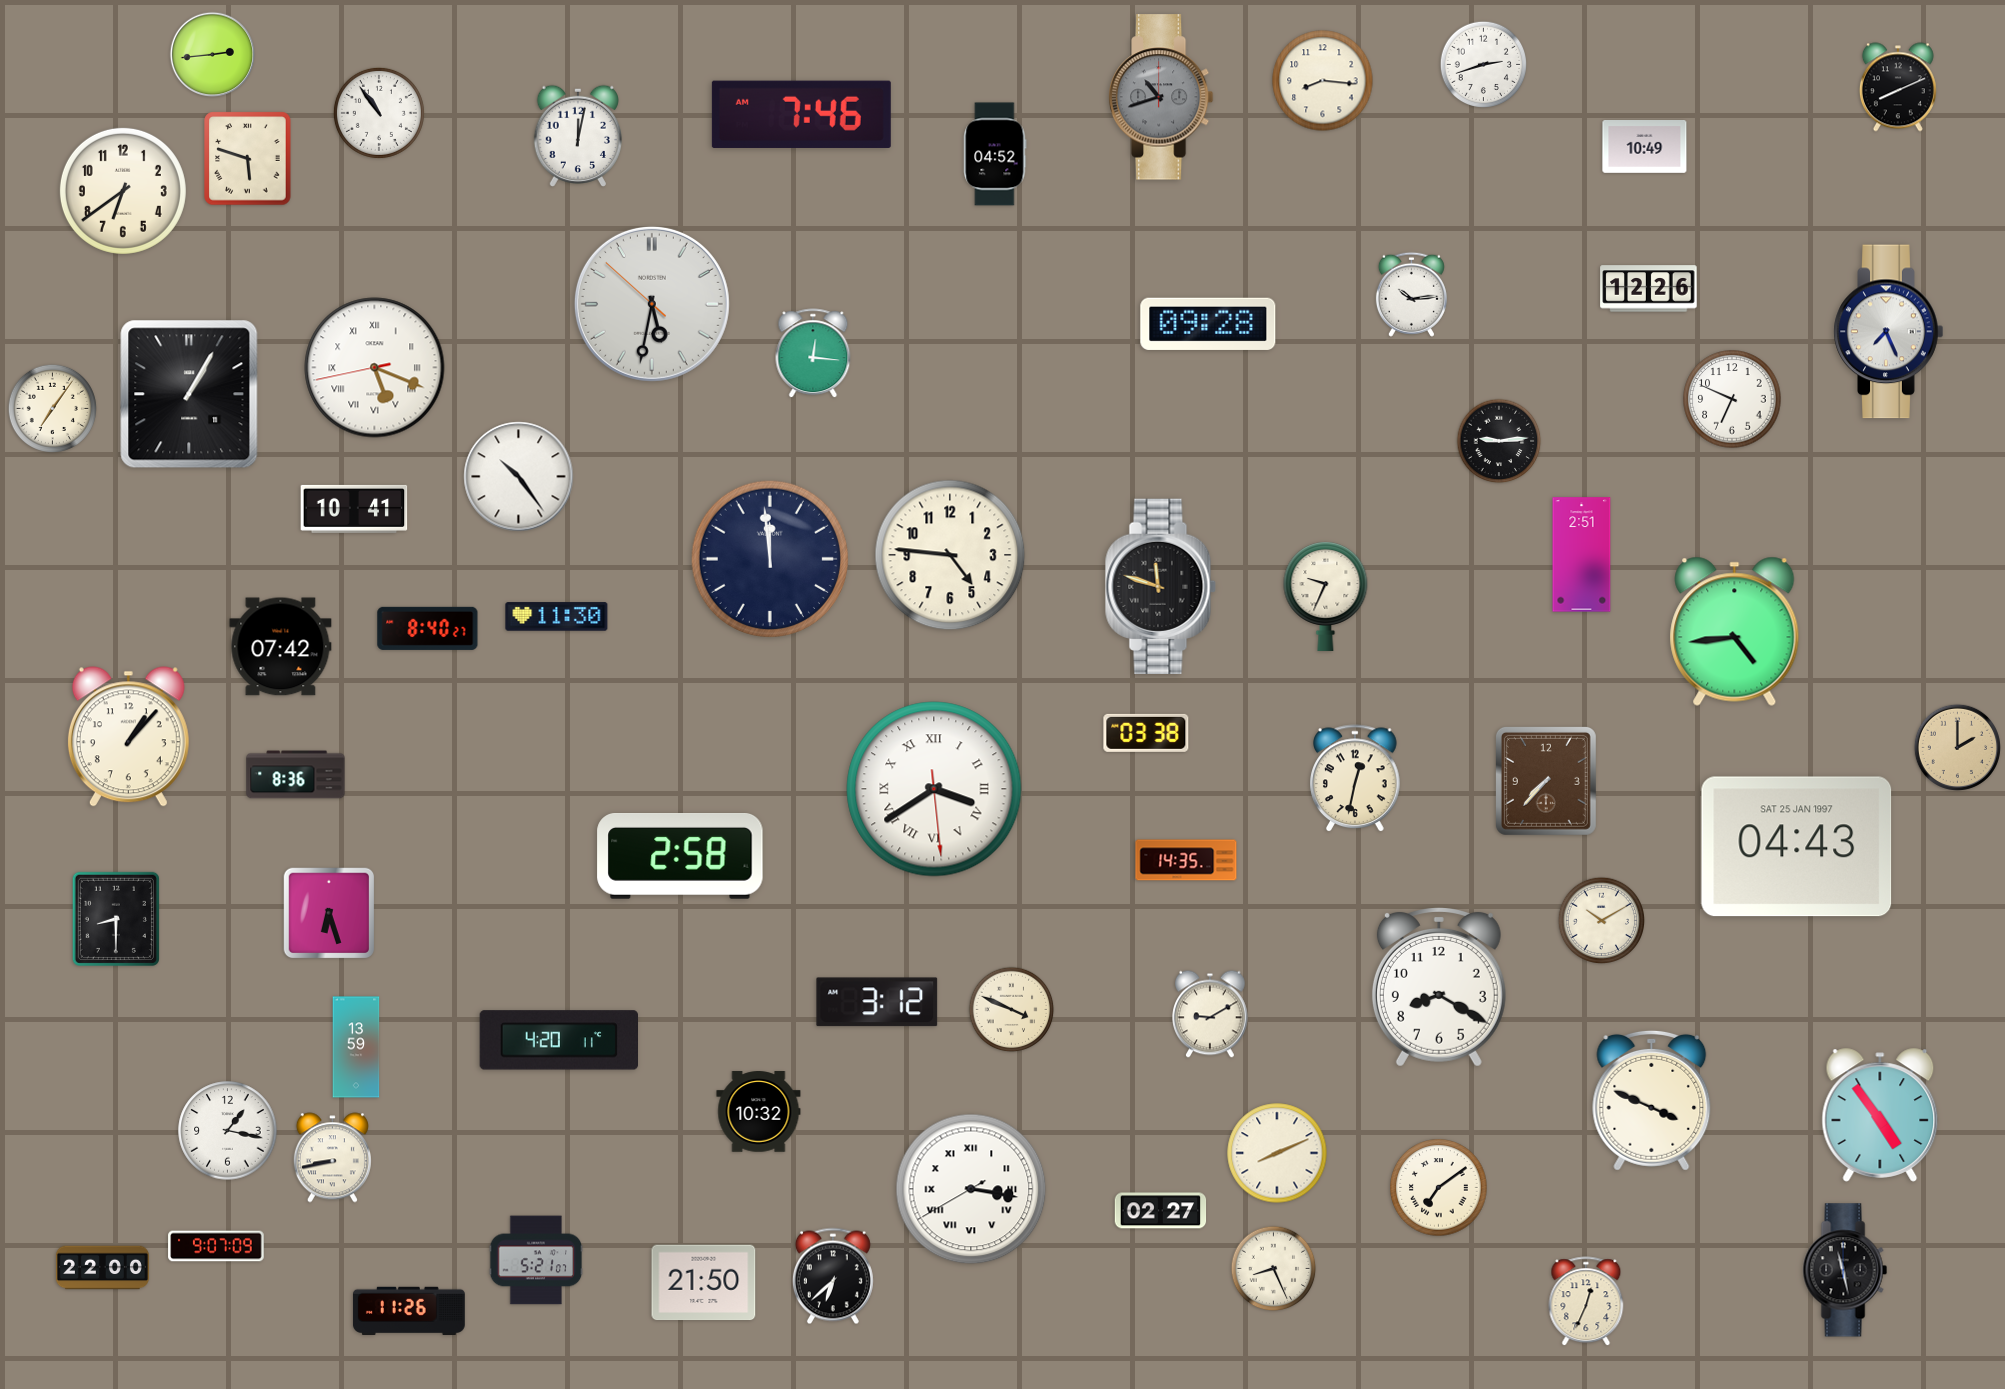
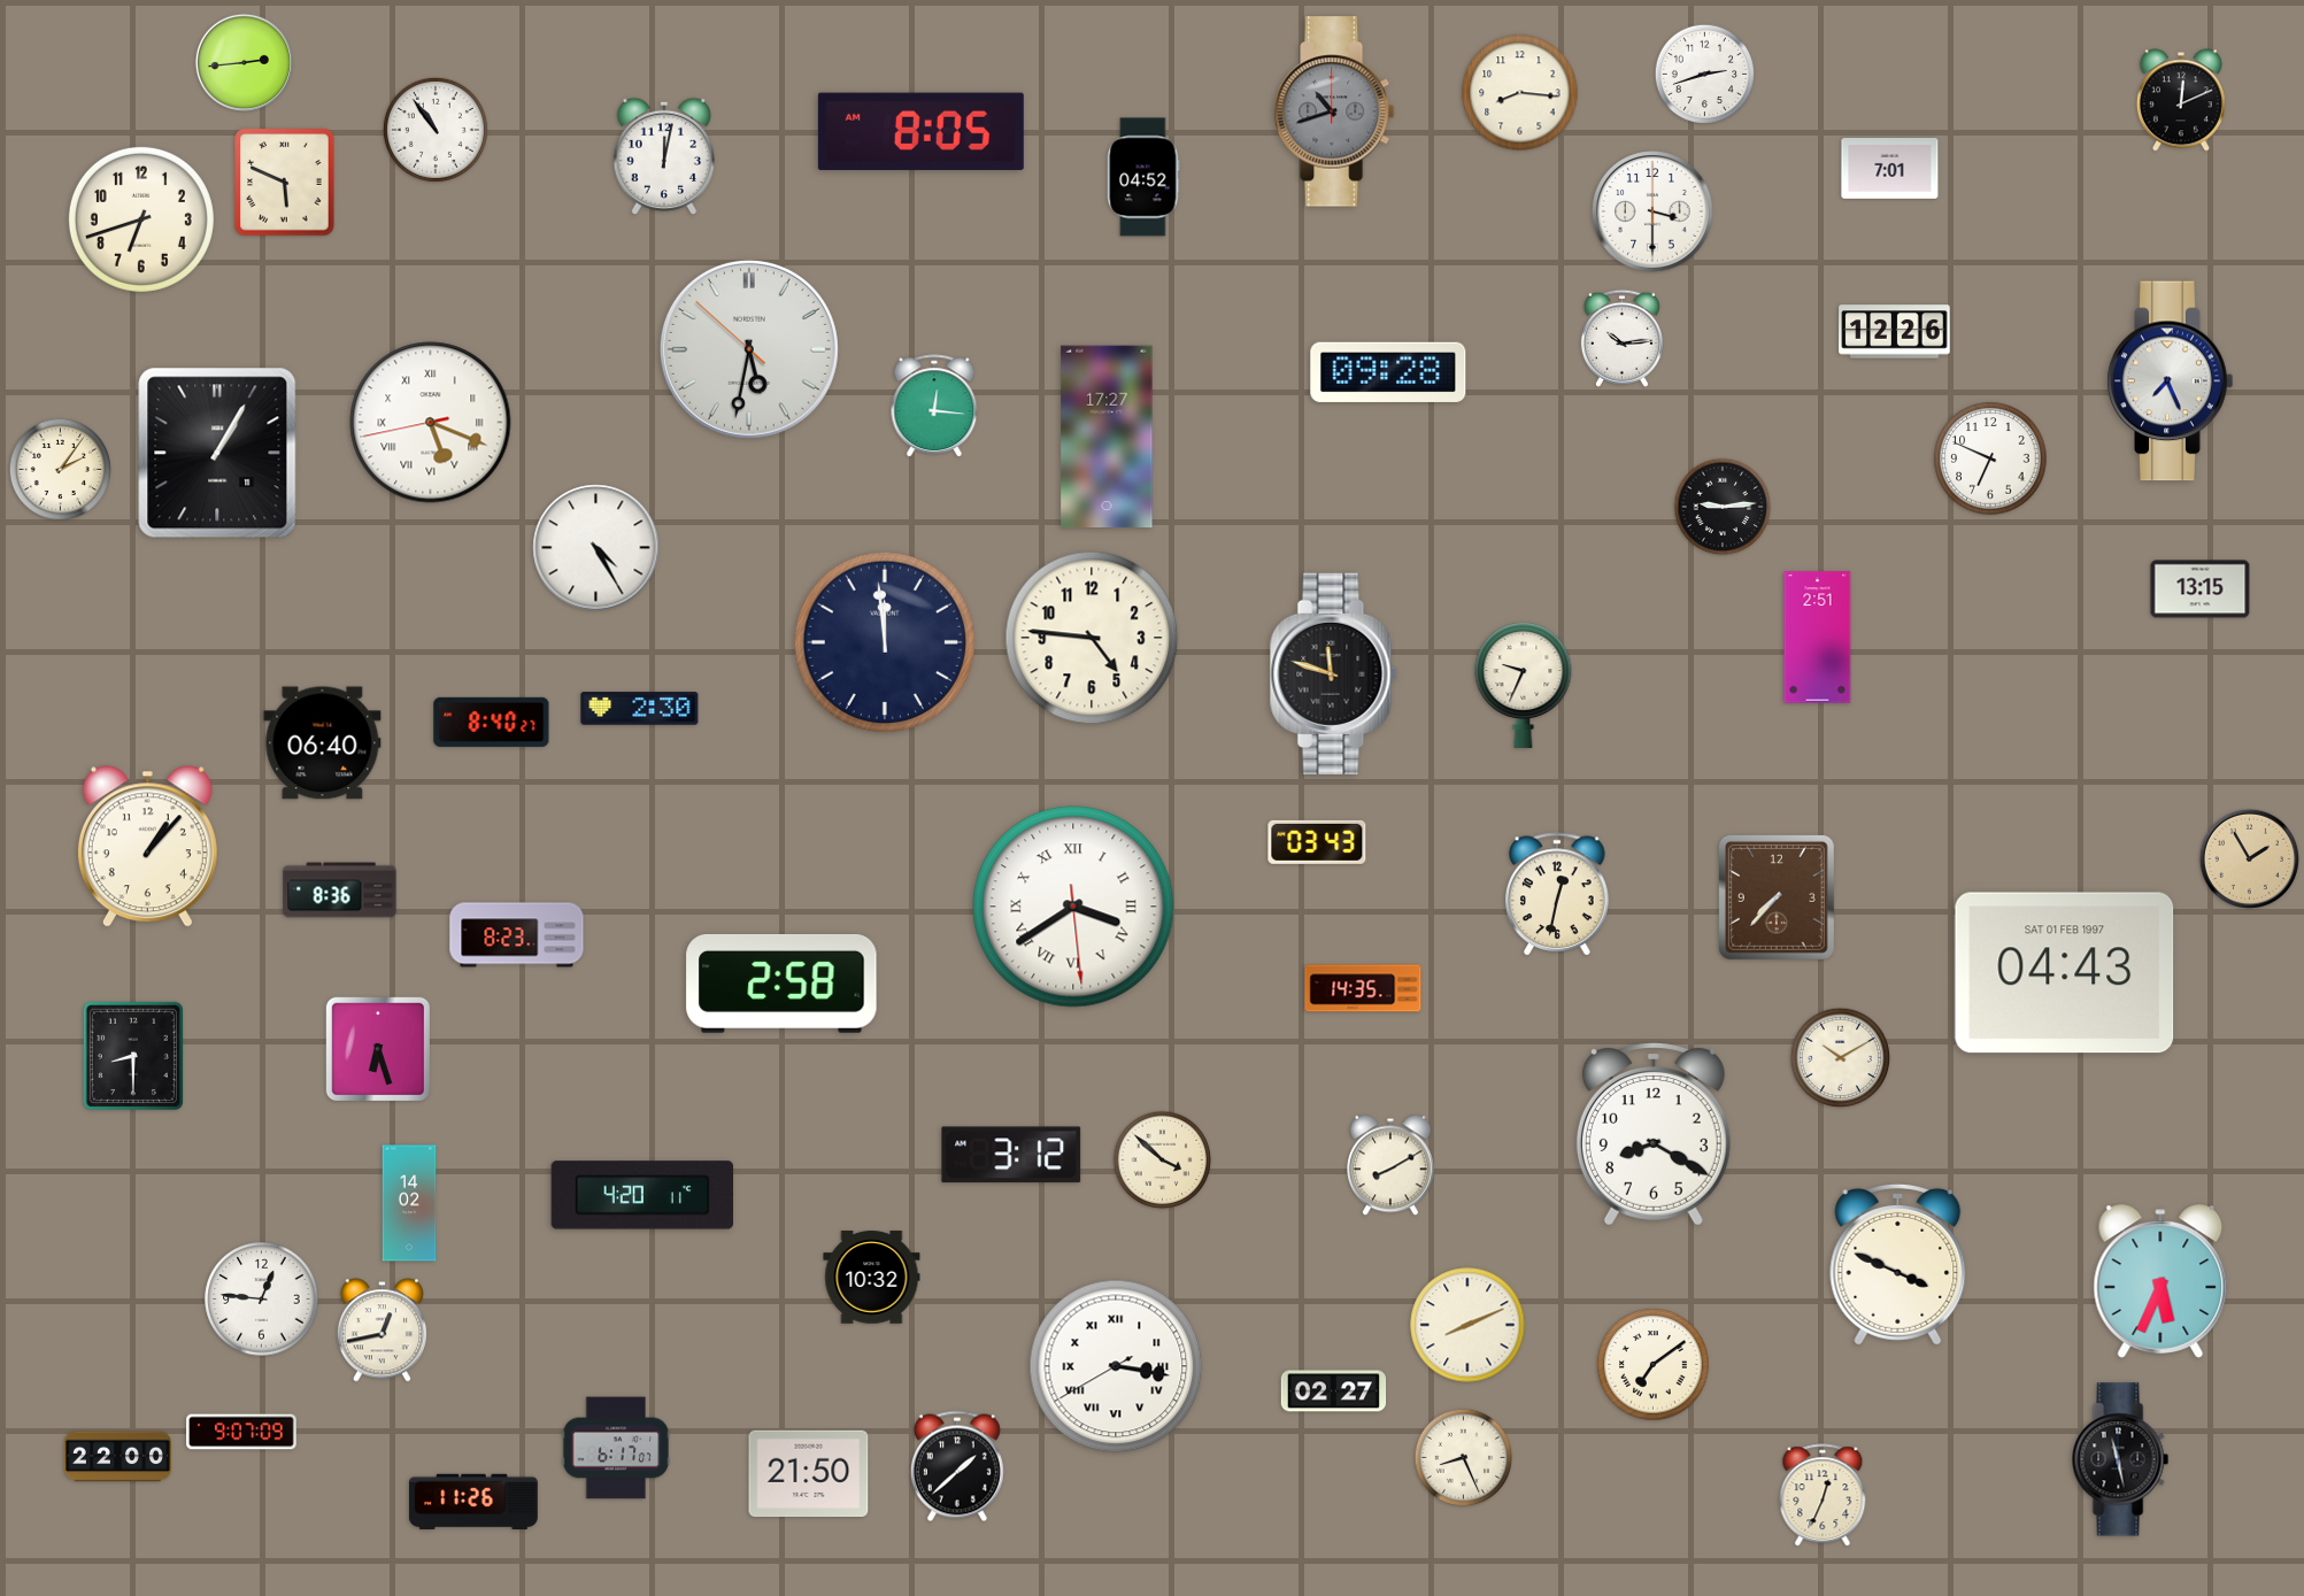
clock at (1898, 87): 8:11 -> 12:11
clock at (801, 114): 7:46 -> 8:05
clock at (1645, 147): 10:49 -> 7:01
clock at (248, 159): 5:48 -> 5:49
clock at (1652, 211): none -> 3:30
clock at (123, 191): 6:39 -> 6:42
clock at (1107, 437): none -> 17:27
clock at (52, 408): 7:06 -> 2:06
clock at (519, 477): 10:24 -> 4:25
clock at (354, 509): 10:41 -> none
clock at (2201, 589): none -> 13:15
clock at (557, 617): 11:30 -> 2:30
clock at (1735, 631): 4:44 -> none
clock at (281, 647): 07:42 -> 06:40
clock at (1146, 733): 03:38 -> 03:43
clock at (1957, 747): 2:00 -> 1:55
clock at (517, 935): none -> 8:23
clock at (1797, 847) date: SAT 25 JAN 1997 -> SAT 01 FEB 1997
clock at (877, 1002) position: (877, 1002) -> (1011, 1155)
clock at (1012, 1010): 3:49 -> 3:52
clock at (1210, 1014): 9:10 -> 8:10
clock at (356, 1047): 13:59 -> 14:02
clock at (1880, 1115): 4:54 -> 5:34
clock at (228, 1131): 1:17 -> 12:46
clock at (332, 1158): 8:43 -> 12:43
clock at (216, 1246) position: (216, 1246) -> (241, 1432)
clock at (536, 1260): 5:21 -> 6:17
clock at (833, 1276): 6:38 -> 1:38
clock at (409, 1310) position: (409, 1310) -> (473, 1501)
